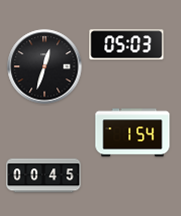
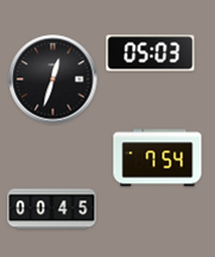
clock at (133, 133): 1:54 -> 7:54
